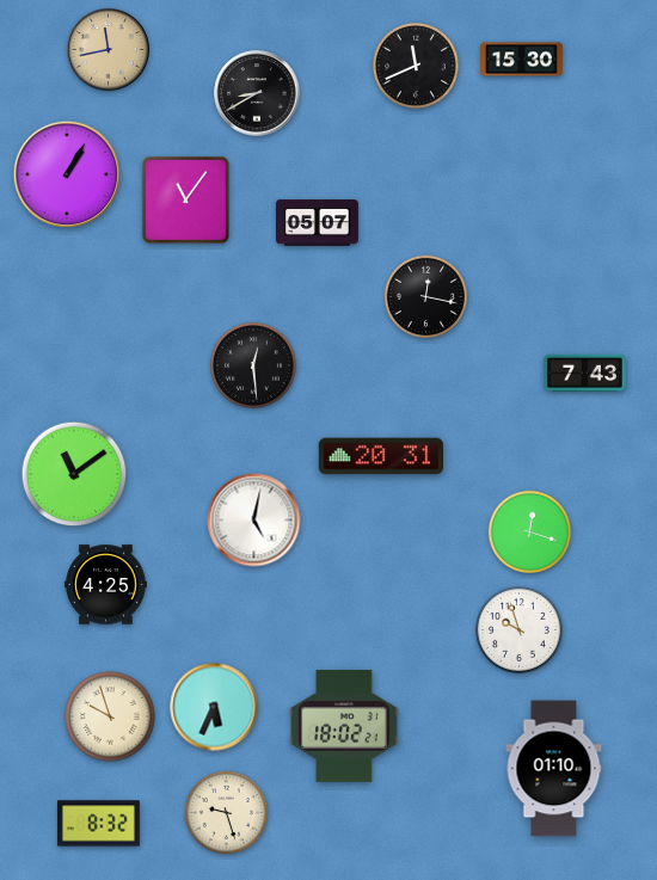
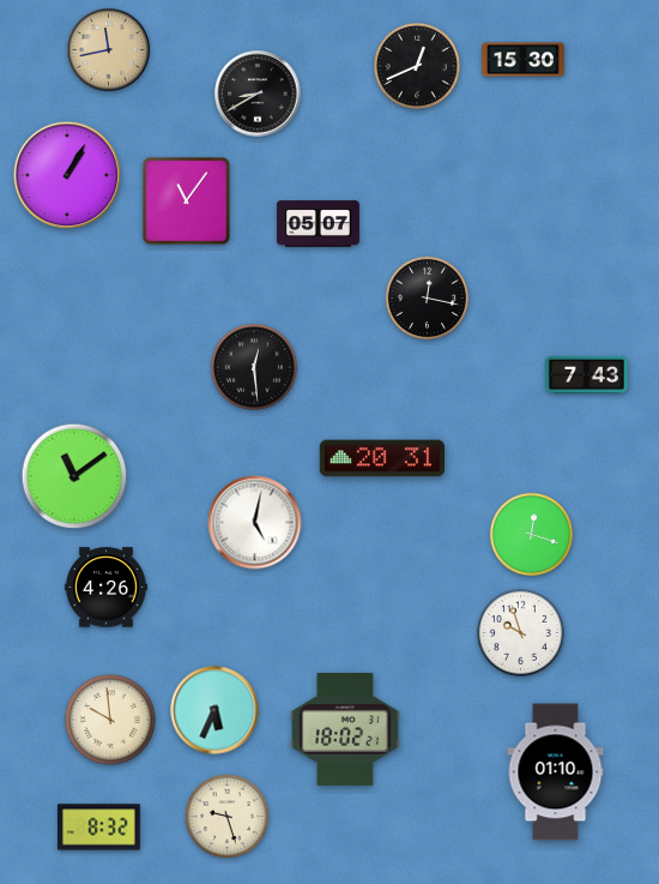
clock at (416, 66): 11:41 -> 12:41
clock at (105, 585): 4:25 -> 4:26
clock at (110, 716): 9:57 -> 9:59
